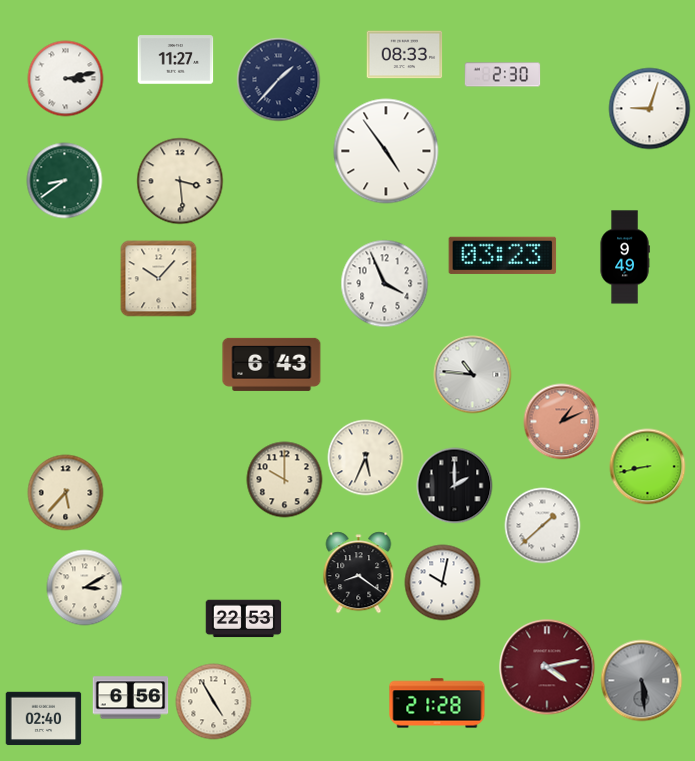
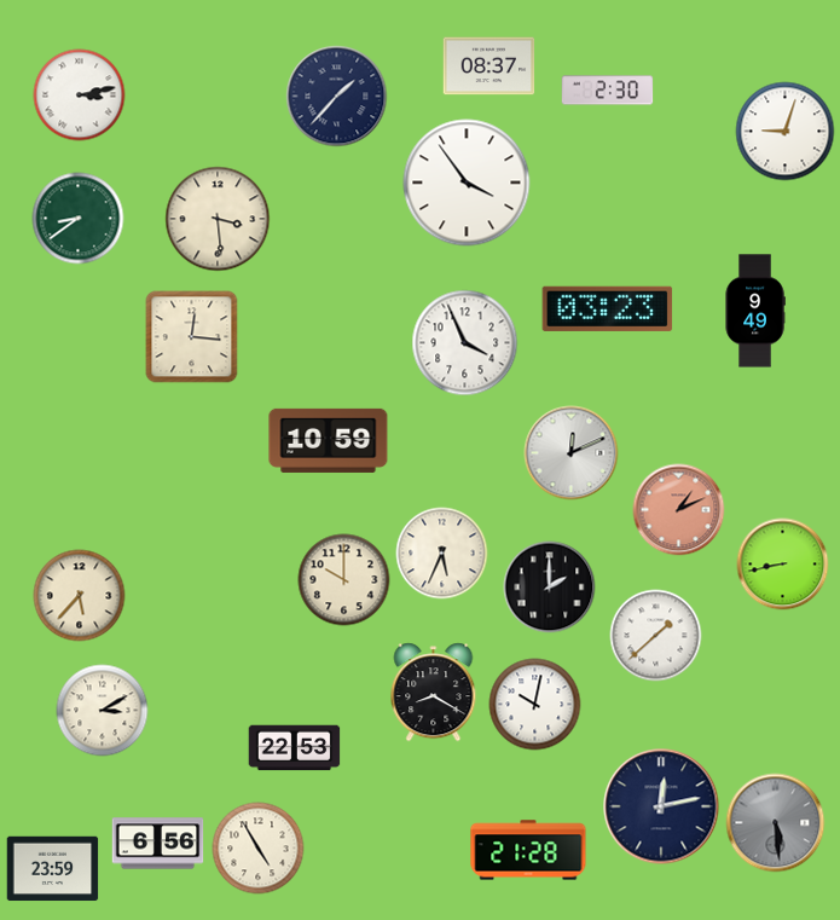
clock at (405, 55): 08:33 -> 08:37
clock at (176, 60): 11:27 -> none
clock at (386, 151): 4:54 -> 3:54
clock at (159, 279): 10:07 -> 12:16
clock at (272, 364): 6:43 -> 10:59
clock at (473, 375): 10:46 -> 12:11
clock at (359, 573): 8:21 -> 8:20
clock at (547, 667): 4:13 -> 12:13
clock at (547, 667) dial: burgundy -> navy
clock at (44, 719): 02:40 -> 23:59
